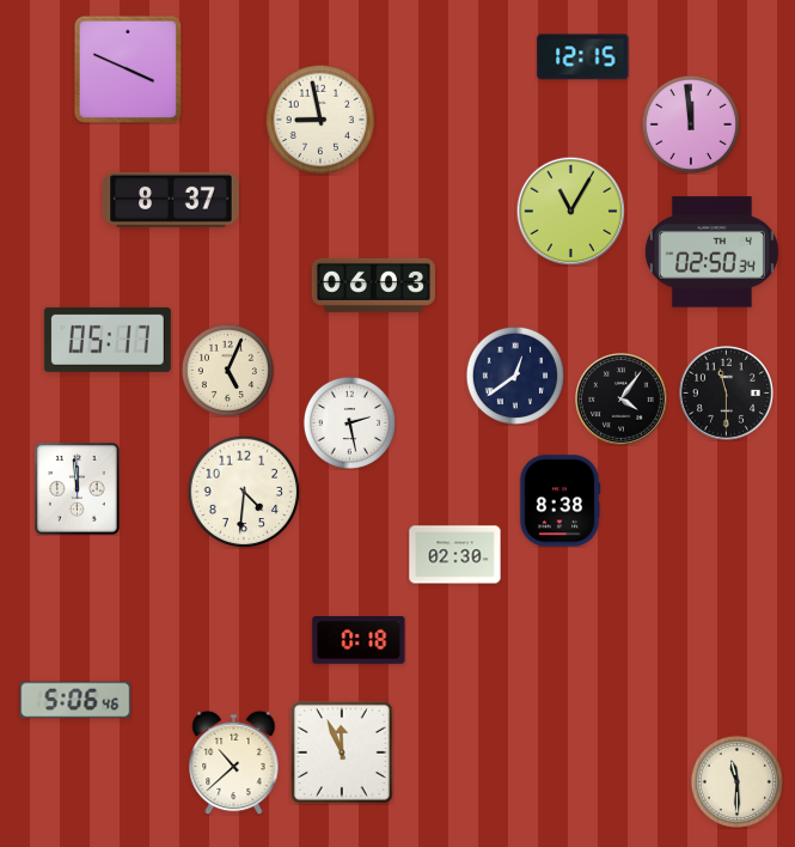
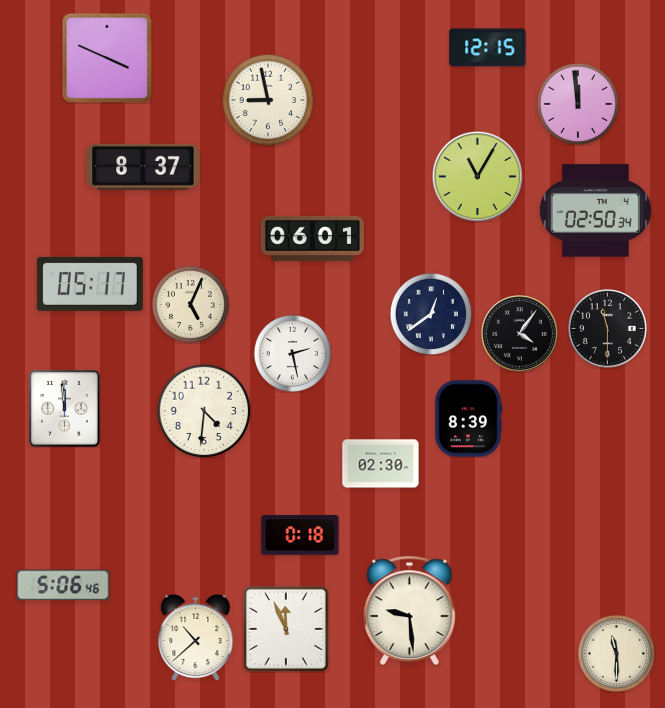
clock at (373, 285): 06:03 -> 06:01
clock at (227, 370) position: (227, 370) -> (190, 304)
clock at (559, 501): 8:38 -> 8:39
clock at (410, 610): none -> 9:29
